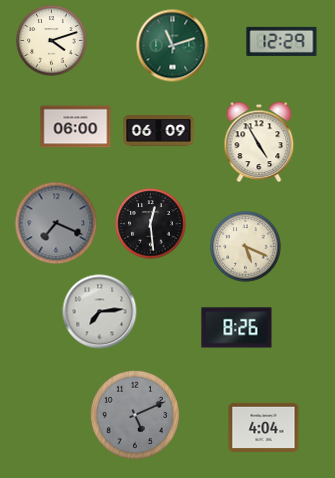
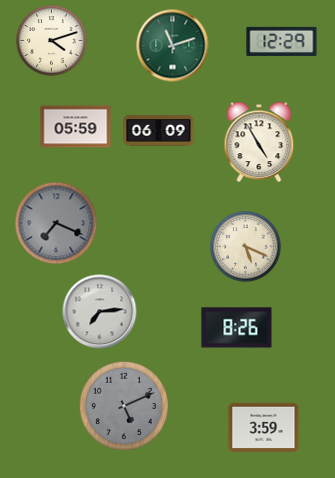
clock at (76, 127): 06:00 -> 05:59
clock at (151, 224): 12:29 -> none
clock at (135, 415) position: (135, 415) -> (124, 406)
clock at (264, 427): 4:04 -> 3:59
